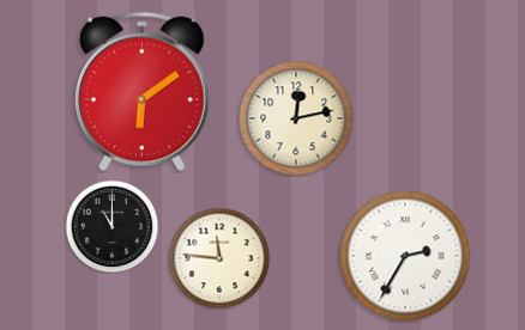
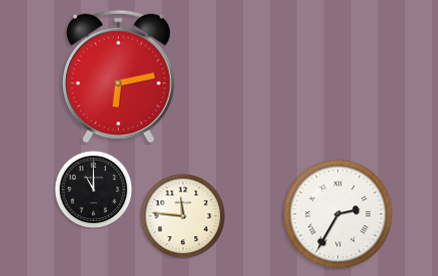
clock at (143, 92): 6:09 -> 6:13
clock at (296, 118): 12:13 -> none
